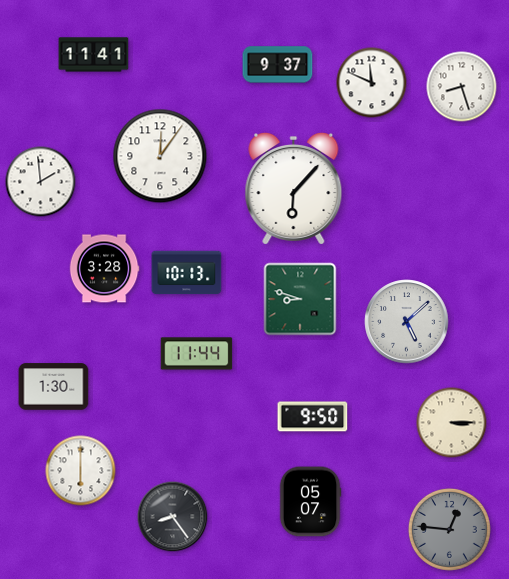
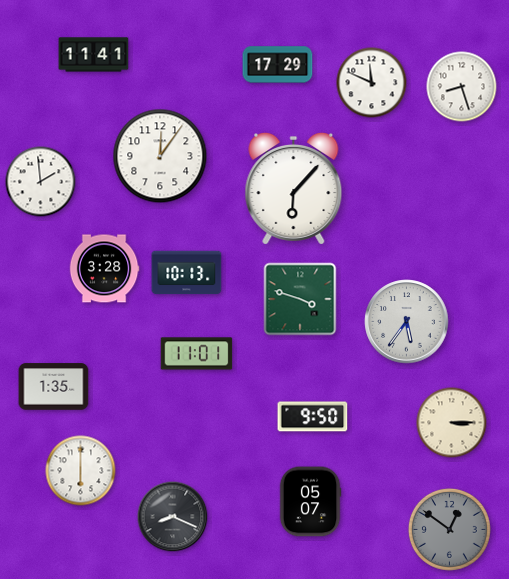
clock at (278, 65): 9:37 -> 17:29
clock at (300, 299): 8:48 -> 3:48
clock at (407, 322): 5:08 -> 5:36
clock at (197, 354): 11:44 -> 11:01
clock at (54, 387): 1:30 -> 1:35
clock at (173, 517): 8:24 -> 8:19
clock at (449, 529): 12:46 -> 12:51
